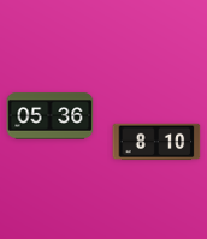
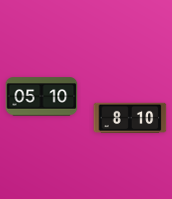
clock at (51, 116): 05:36 -> 05:10
